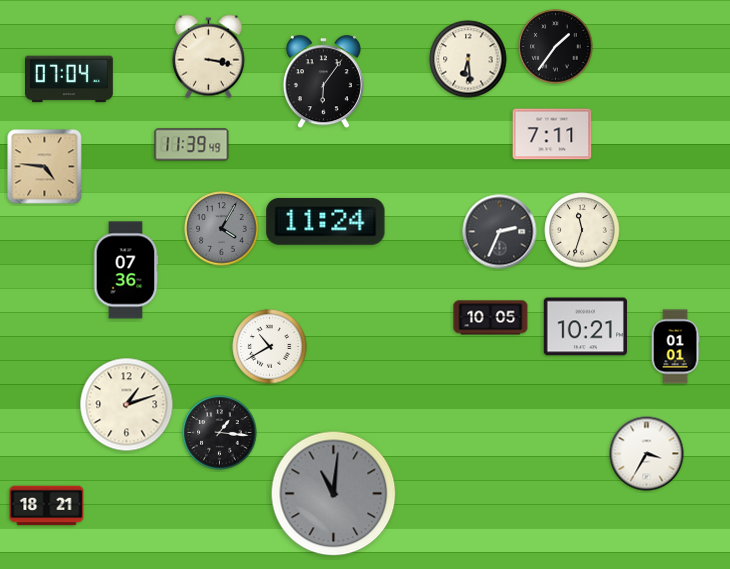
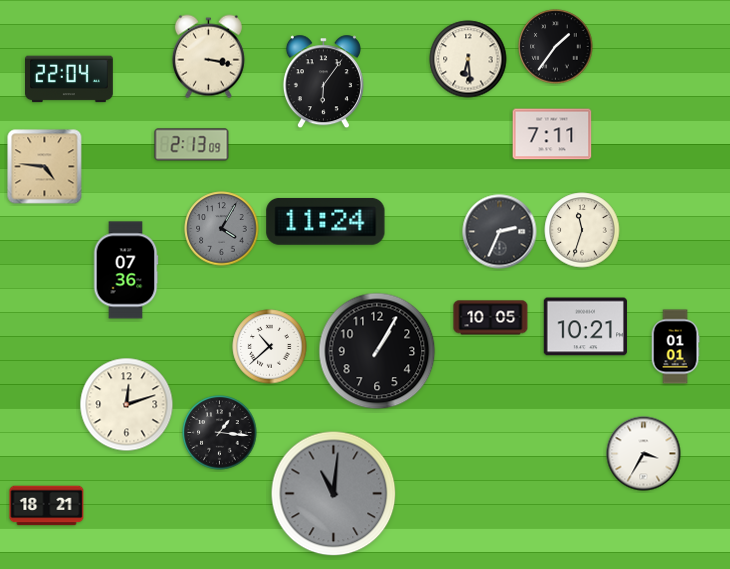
clock at (70, 79): 07:04 -> 22:04
clock at (192, 145): 11:39 -> 2:13
clock at (270, 347): 10:40 -> 10:38
clock at (377, 351): none -> 1:05
clock at (127, 405): 1:12 -> 12:12
clock at (647, 454) position: (647, 454) -> (644, 454)
